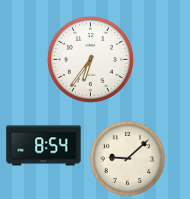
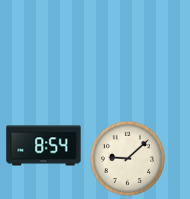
clock at (90, 59): 6:36 -> none
